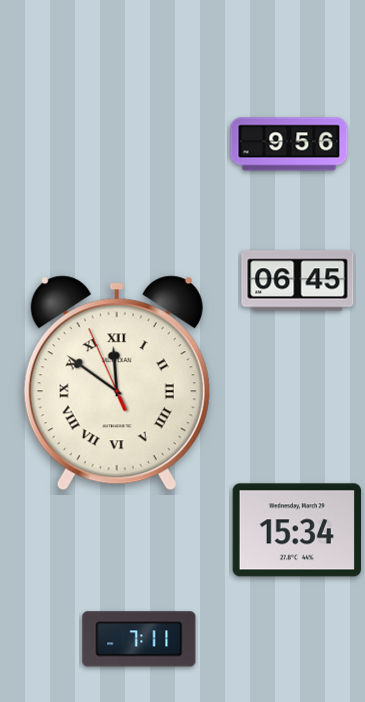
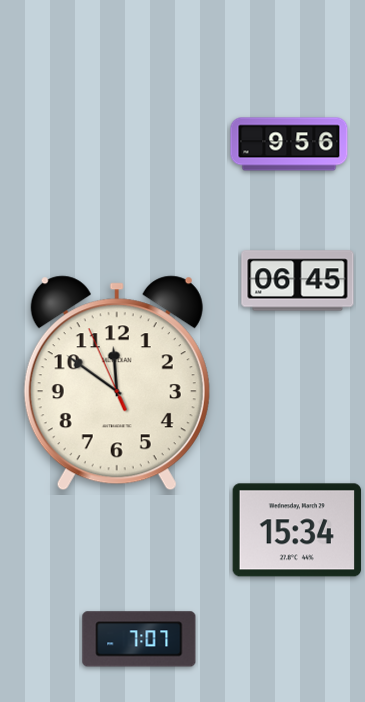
clock at (117, 383) numerals: Roman -> Arabic
clock at (139, 639): 7:11 -> 7:07
